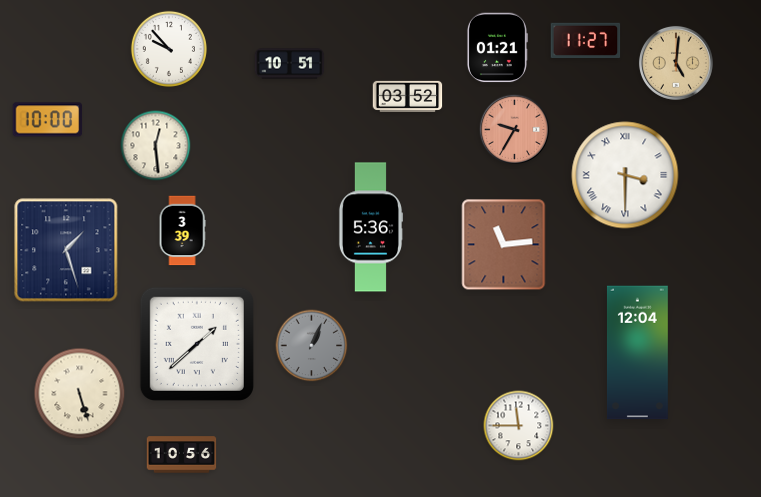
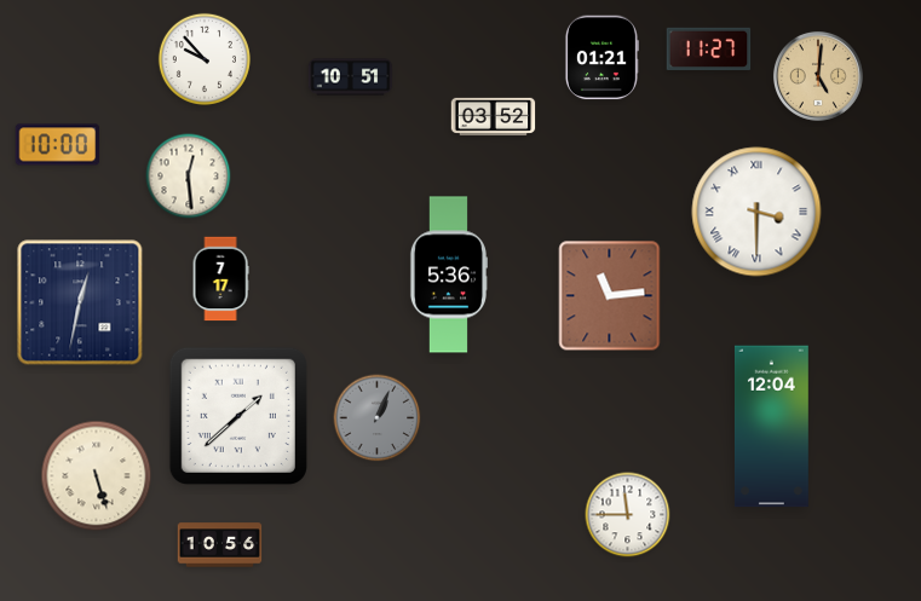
clock at (515, 130): 9:35 -> none
clock at (182, 231): 3:39 -> 7:17
clock at (66, 250): 1:27 -> 12:32
clock at (182, 455) position: (182, 455) -> (220, 545)
